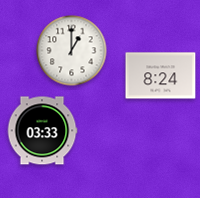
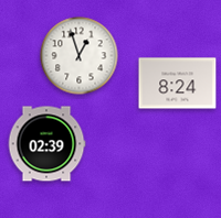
clock at (72, 51): 1:00 -> 12:57
clock at (42, 131): 03:33 -> 02:39
